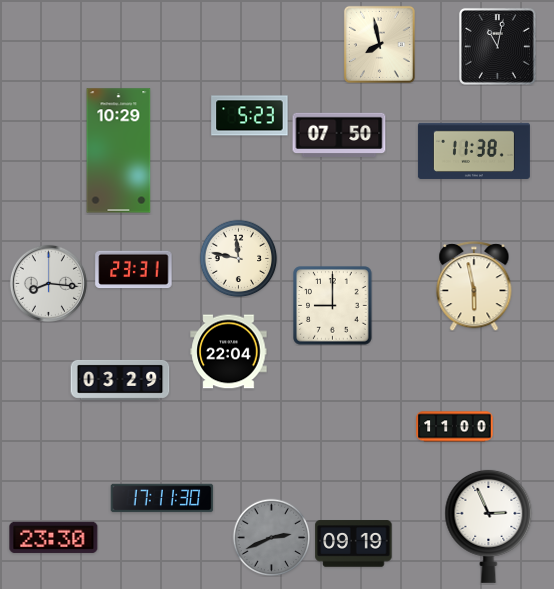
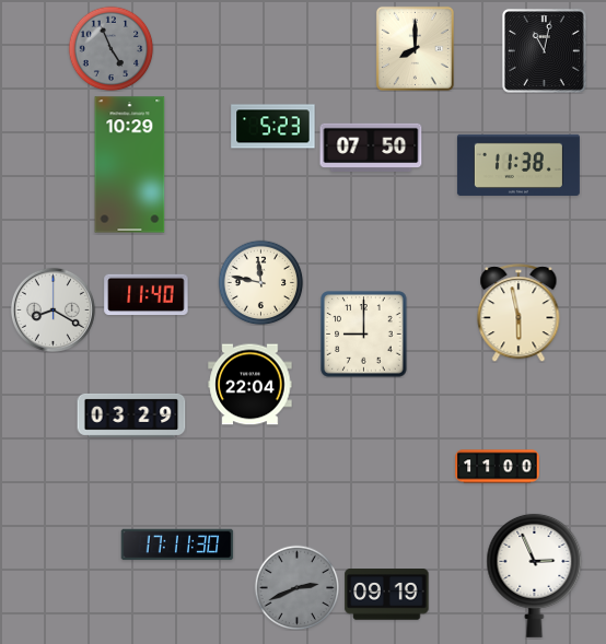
clock at (110, 48): none -> 4:56
clock at (379, 44): 7:58 -> 8:00
clock at (134, 270): 23:31 -> 11:40
clock at (48, 283): 8:16 -> 8:20
clock at (54, 537): 23:30 -> none
